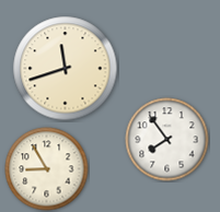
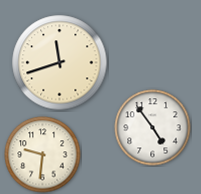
clock at (167, 140): 7:54 -> 4:54
clock at (47, 169): 8:55 -> 9:31
